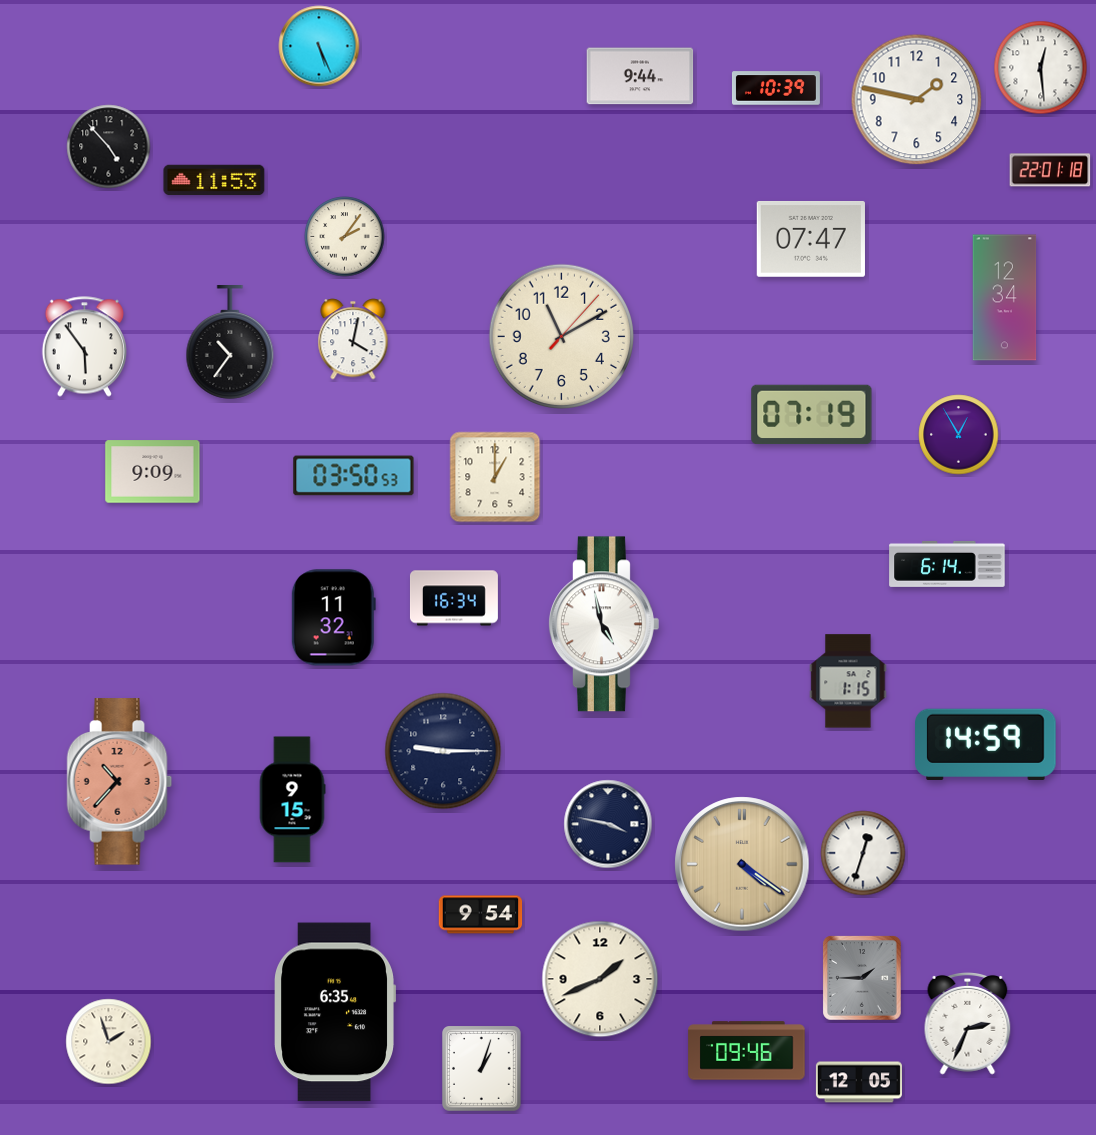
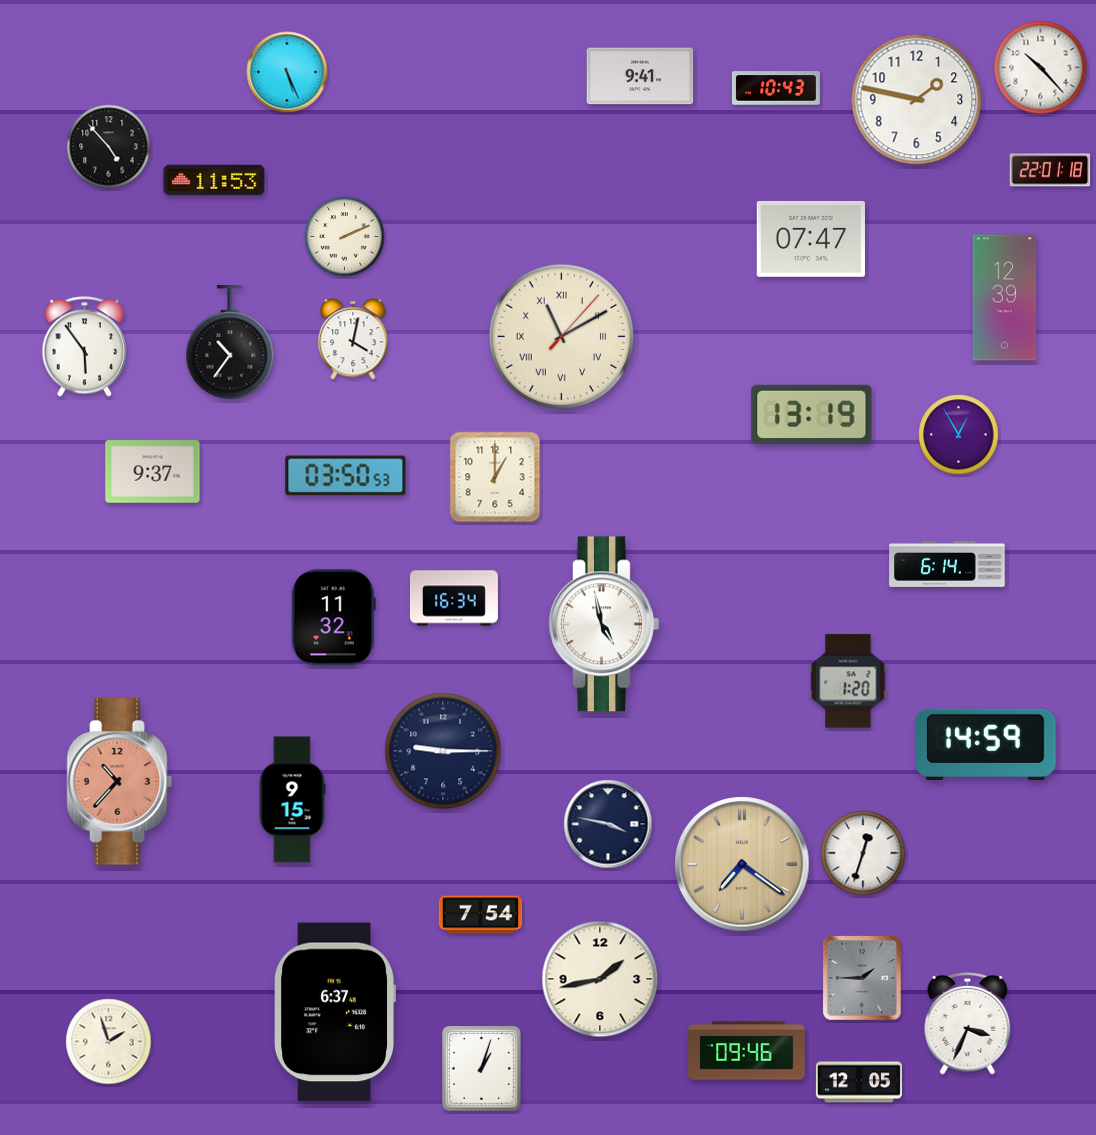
clock at (319, 46) position: (319, 46) -> (287, 72)
clock at (1041, 68): 12:29 -> 10:23
clock at (640, 76): 9:44 -> 9:41
clock at (776, 88): 10:39 -> 10:43
clock at (345, 237): 2:06 -> 2:11
clock at (1005, 298): 12:34 -> 12:39
clock at (561, 336) numerals: Arabic -> Roman
clock at (812, 415): 07:19 -> 13:19
clock at (153, 472): 9:09 -> 9:37
clock at (354, 476) position: (354, 476) -> (346, 476)
clock at (848, 681): 1:15 -> 1:20
clock at (742, 864): 4:21 -> 7:21
clock at (481, 915): 9:54 -> 7:54
clock at (600, 979): 1:41 -> 1:43
clock at (335, 1012): 6:35 -> 6:37
clock at (968, 1024): 2:34 -> 3:34
